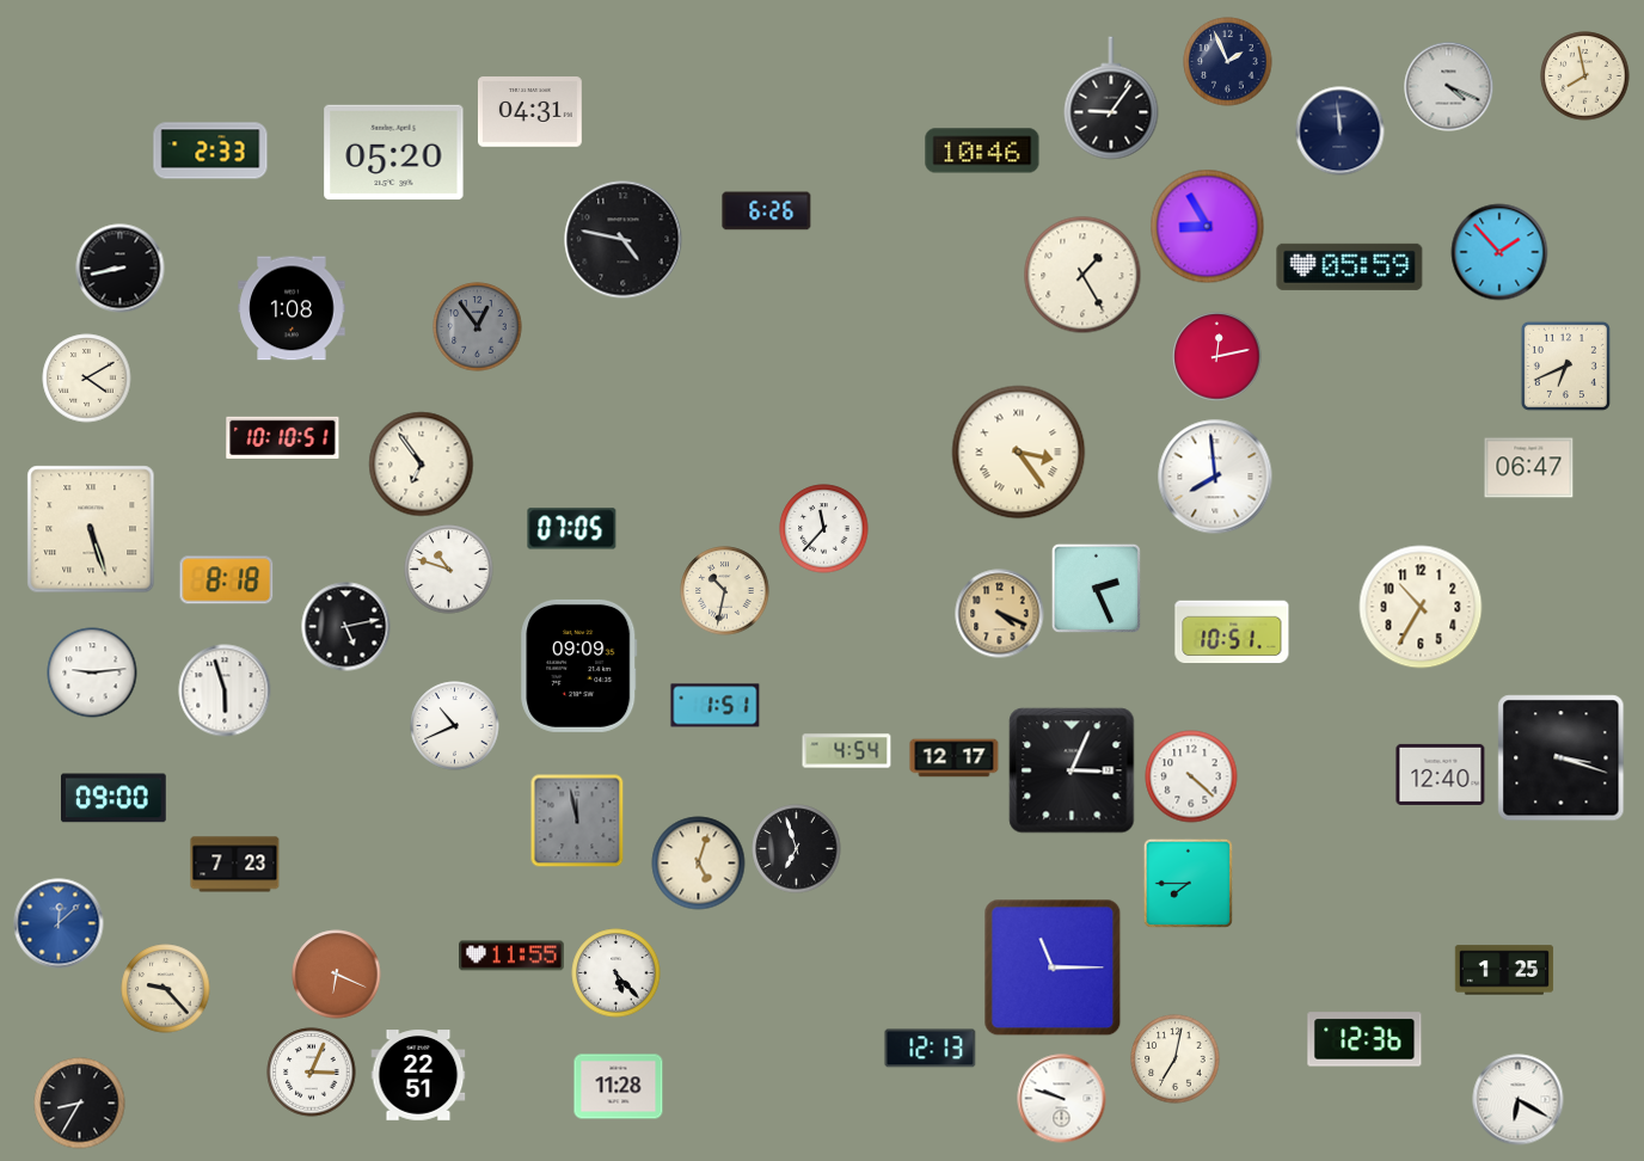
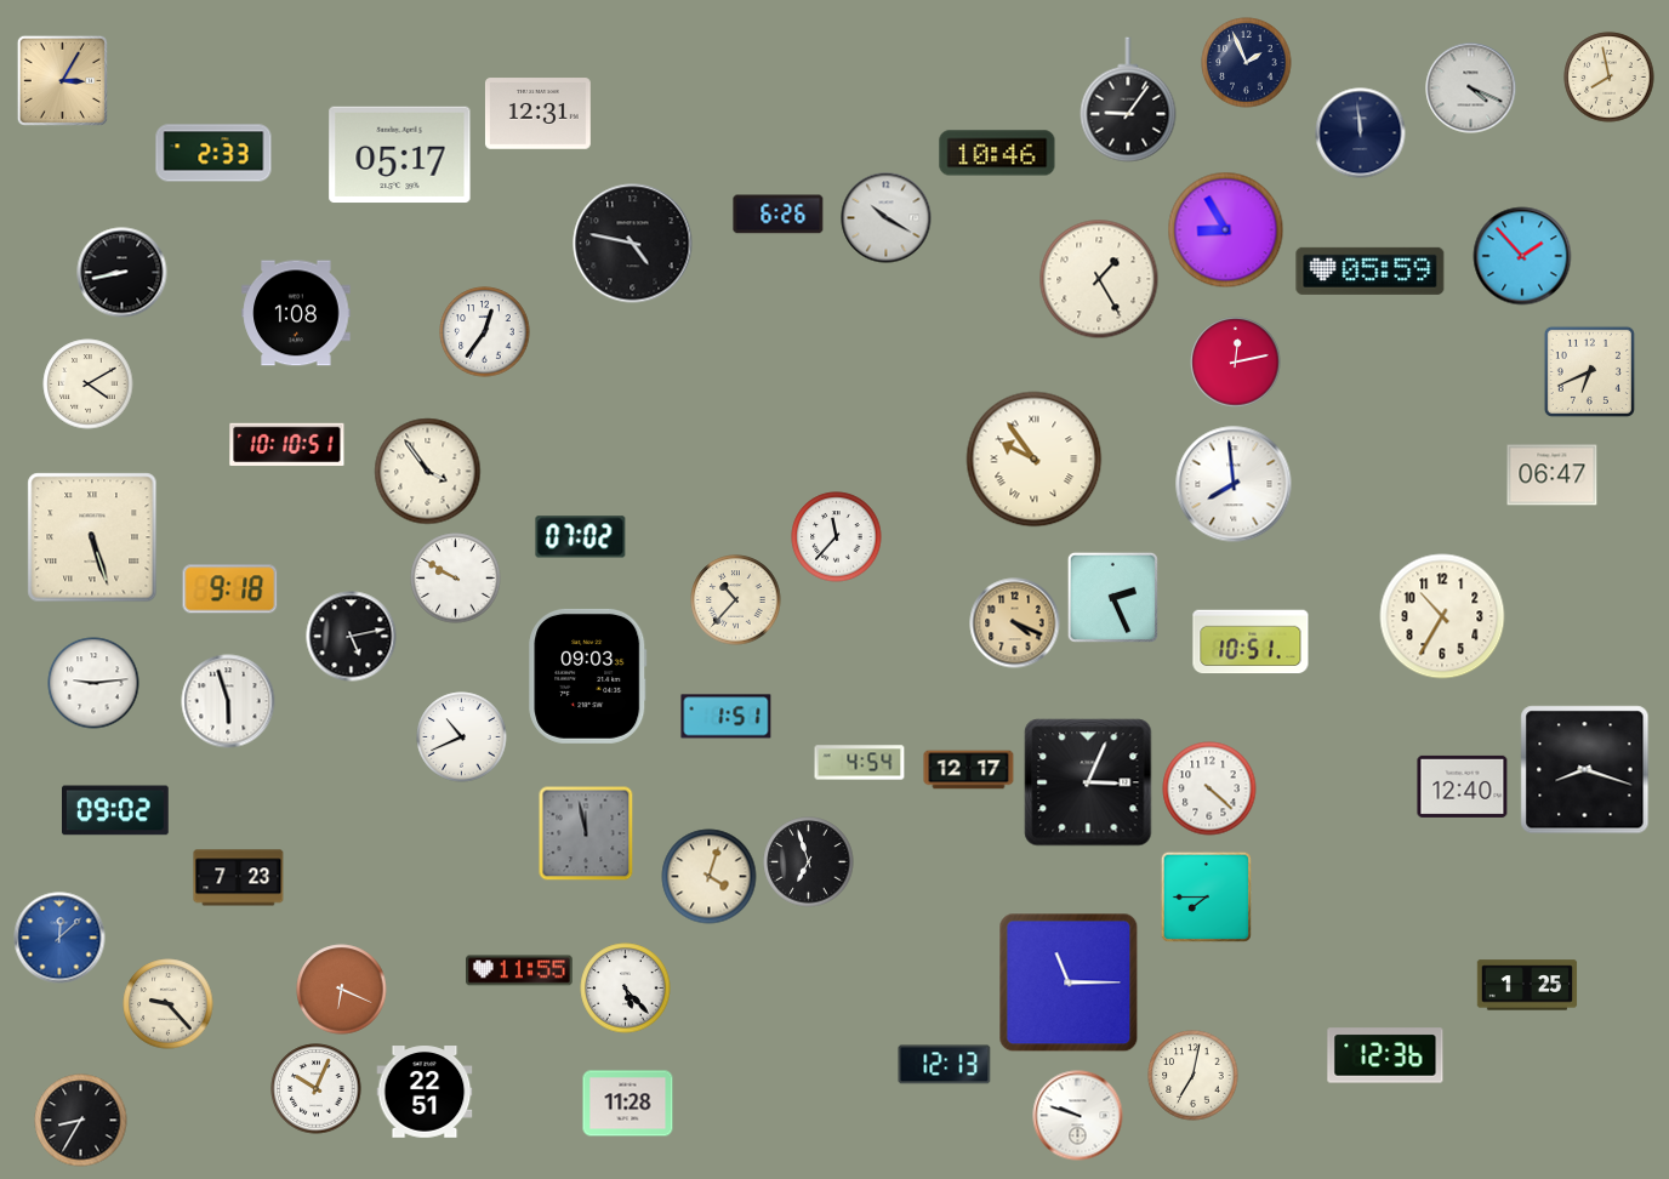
clock at (62, 80): none -> 3:05
clock at (529, 112): 04:31 -> 12:31
clock at (394, 153): 05:20 -> 05:17
clock at (887, 218): none -> 10:20
clock at (478, 327): 12:54 -> 12:36
clock at (478, 327) dial: grey -> white
clock at (1019, 453): 3:24 -> 9:54
clock at (422, 465): 6:54 -> 3:54
clock at (572, 529): 07:05 -> 07:02
clock at (449, 570): 10:48 -> 9:50
clock at (227, 580): 8:18 -> 9:18
clock at (725, 591): 10:32 -> 10:37
clock at (579, 665): 09:09 -> 09:03
clock at (1562, 758): 3:18 -> 8:18
clock at (115, 798): 09:00 -> 09:02
clock at (699, 864): 5:03 -> 4:03
clock at (312, 1073): 3:04 -> 10:04
clock at (1519, 1100): 6:20 -> none
